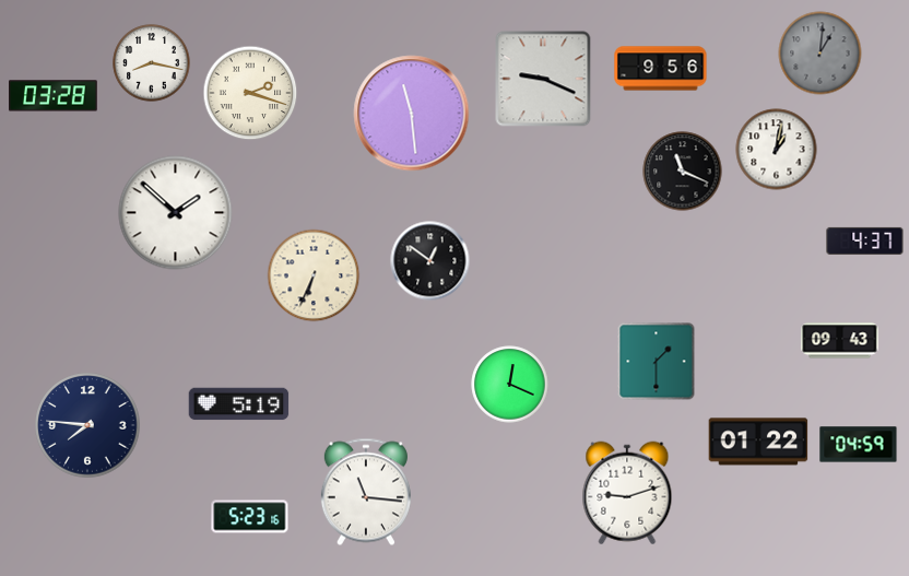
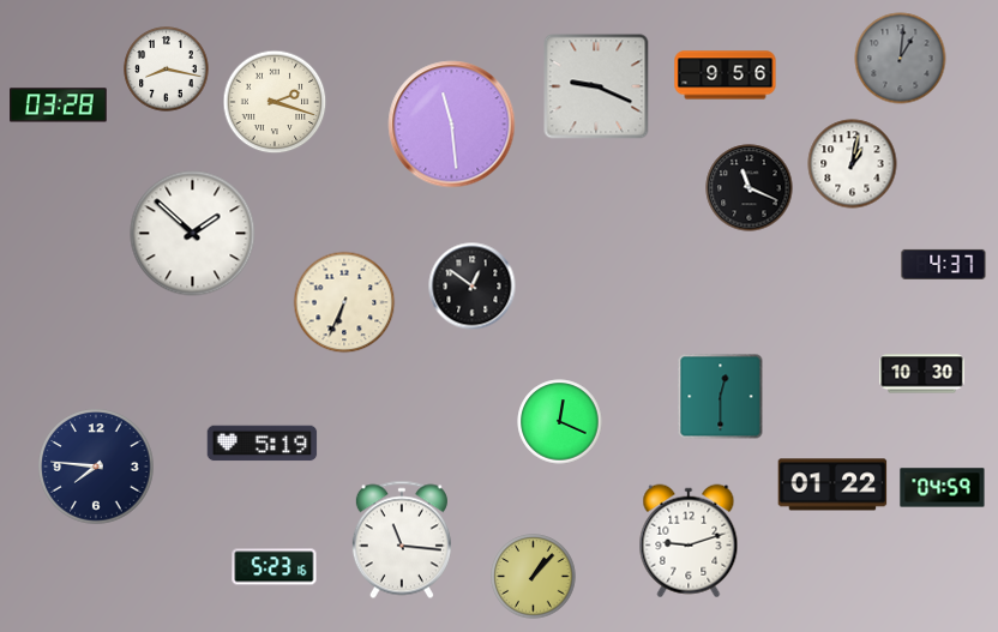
clock at (865, 240) position: (865, 240) -> (944, 264)
clock at (840, 341): 09:43 -> 10:30
clock at (657, 362): 1:30 -> 12:30
clock at (534, 577): none -> 1:07
